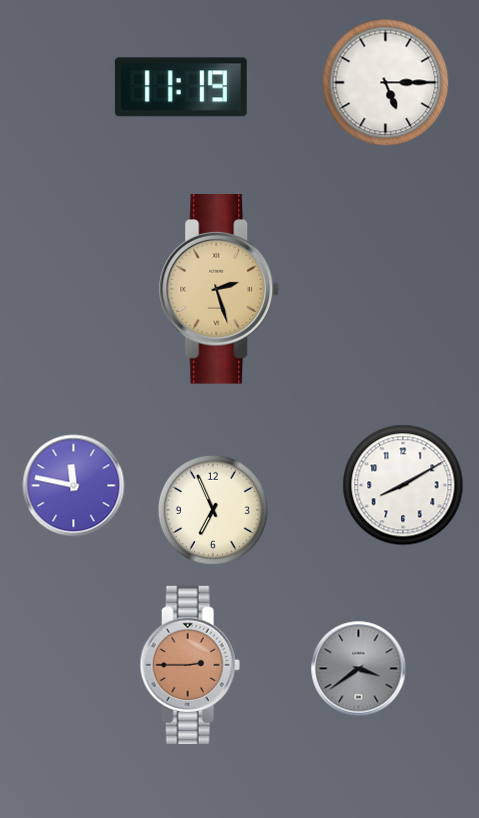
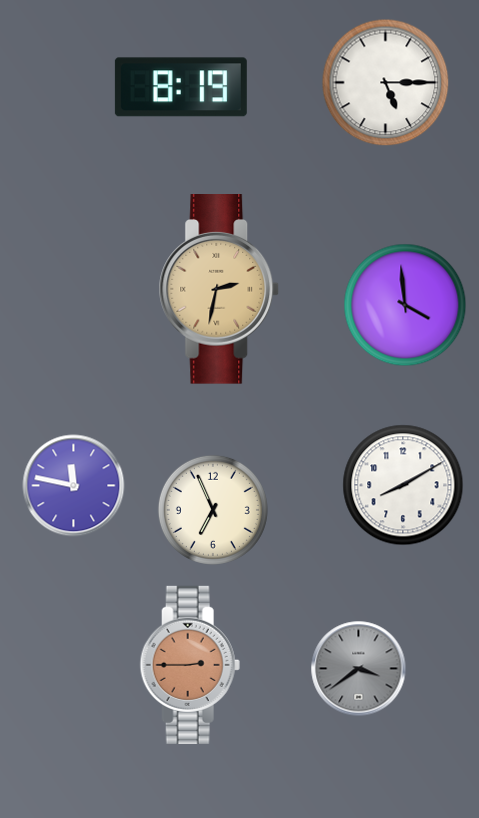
clock at (181, 87): 11:19 -> 8:19
clock at (219, 290): 2:27 -> 2:32
clock at (405, 305): none -> 3:59
